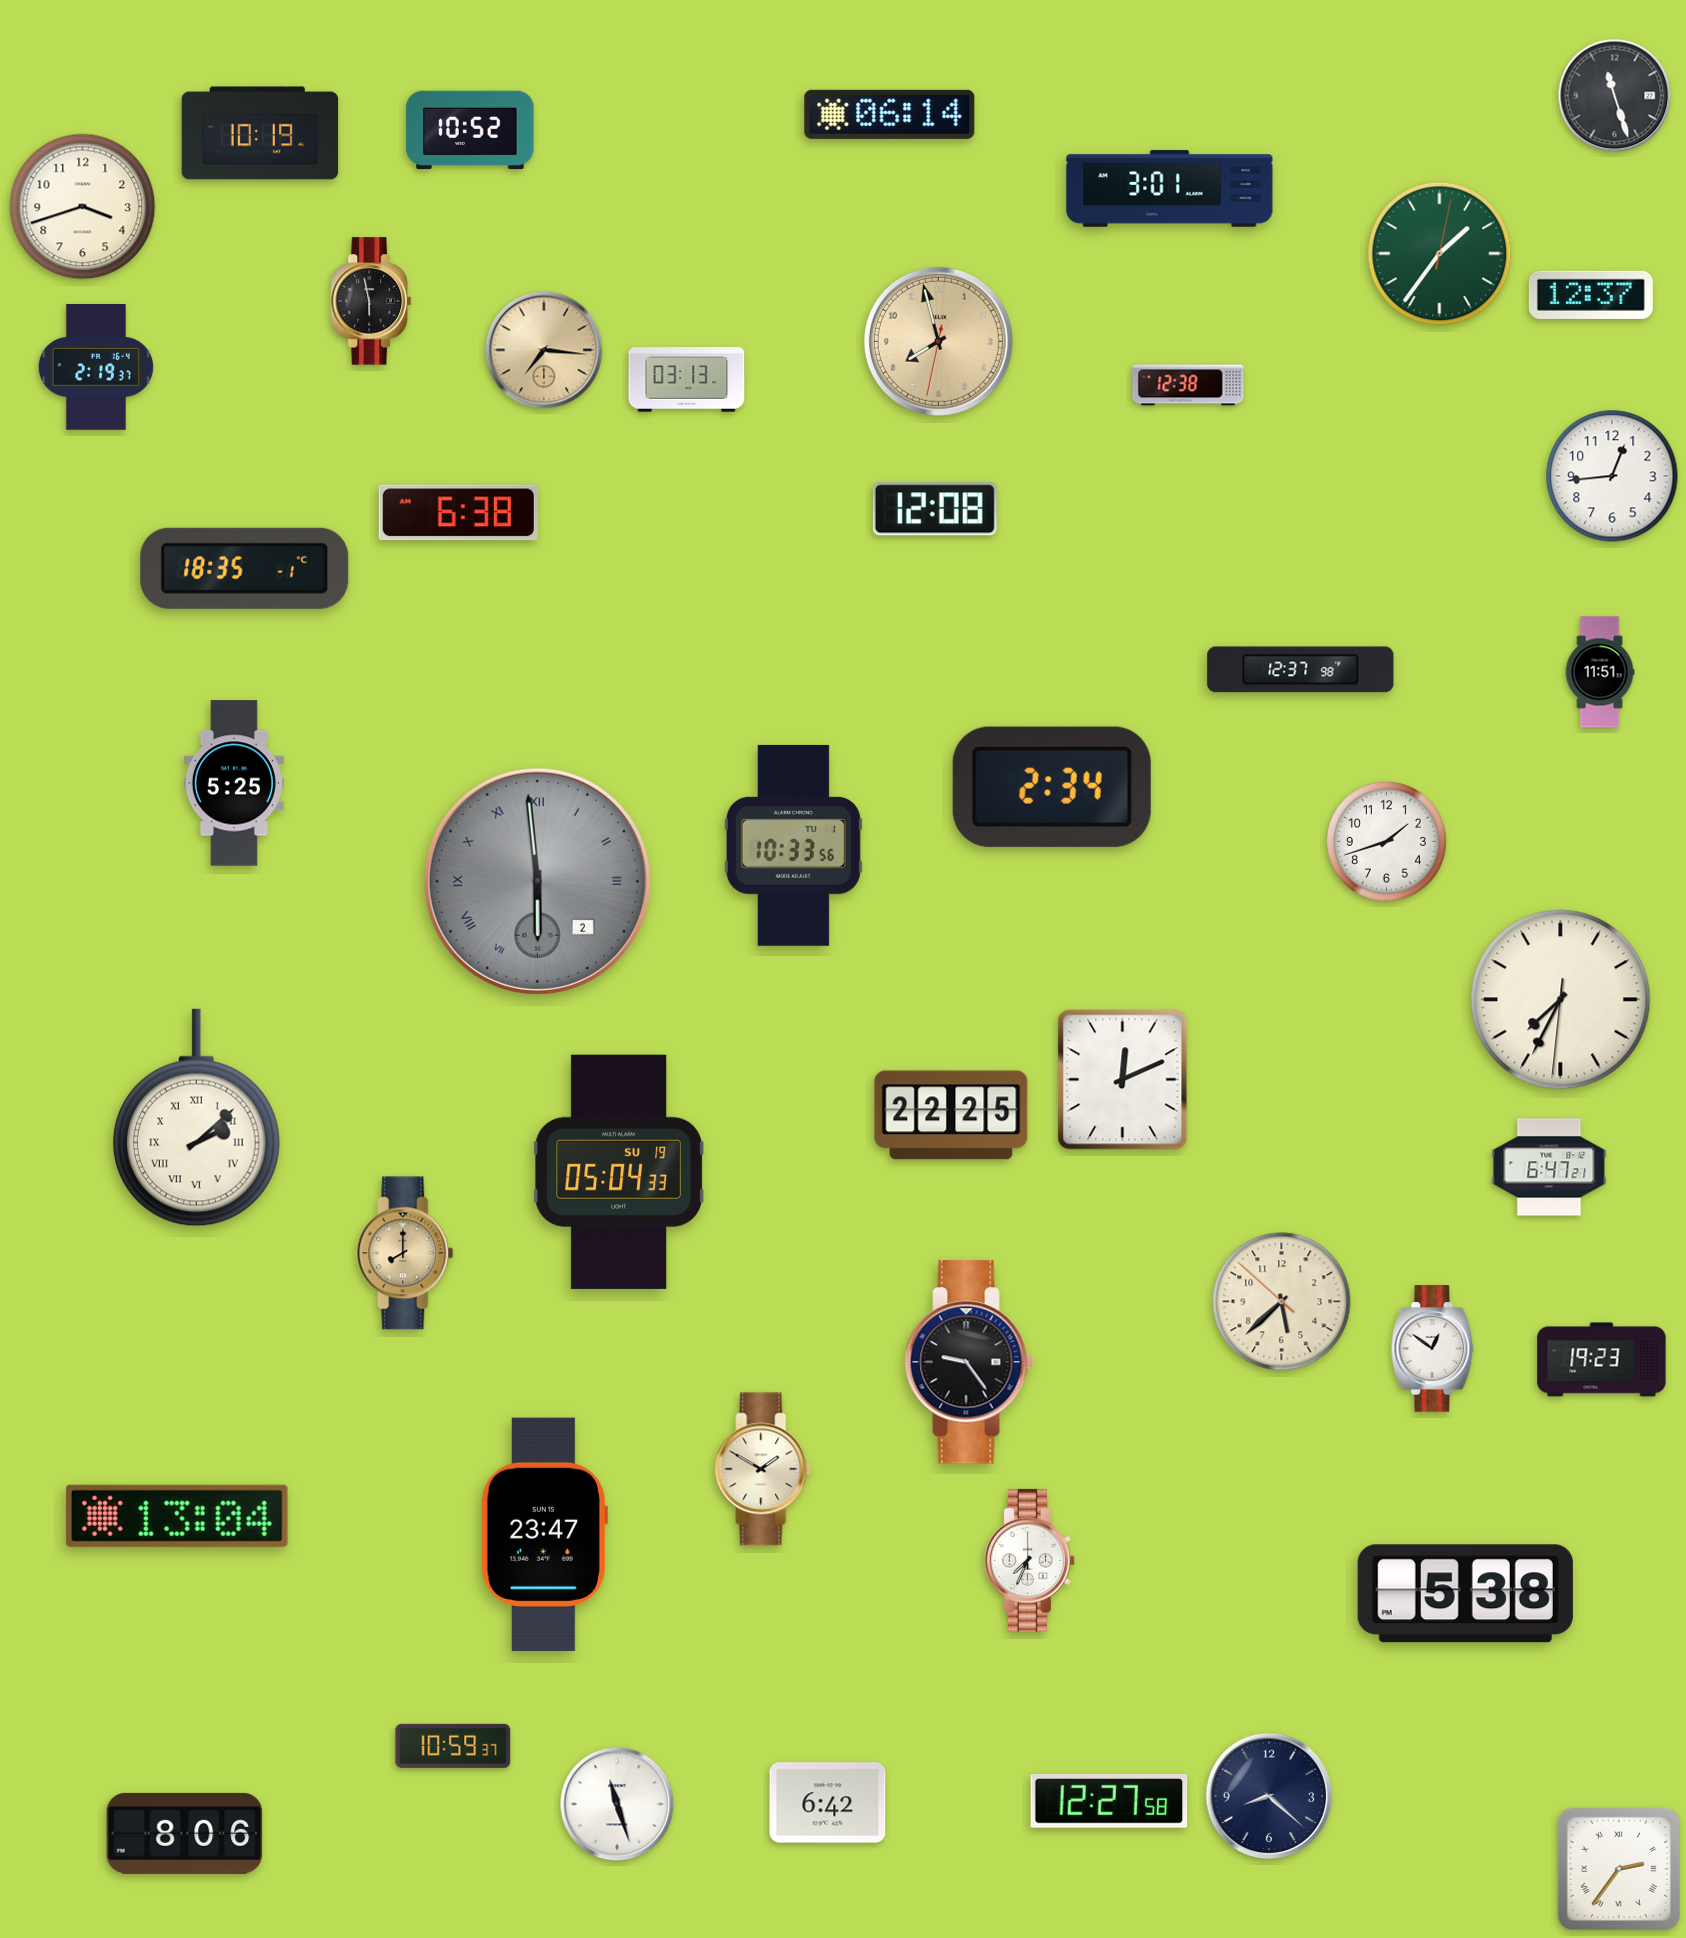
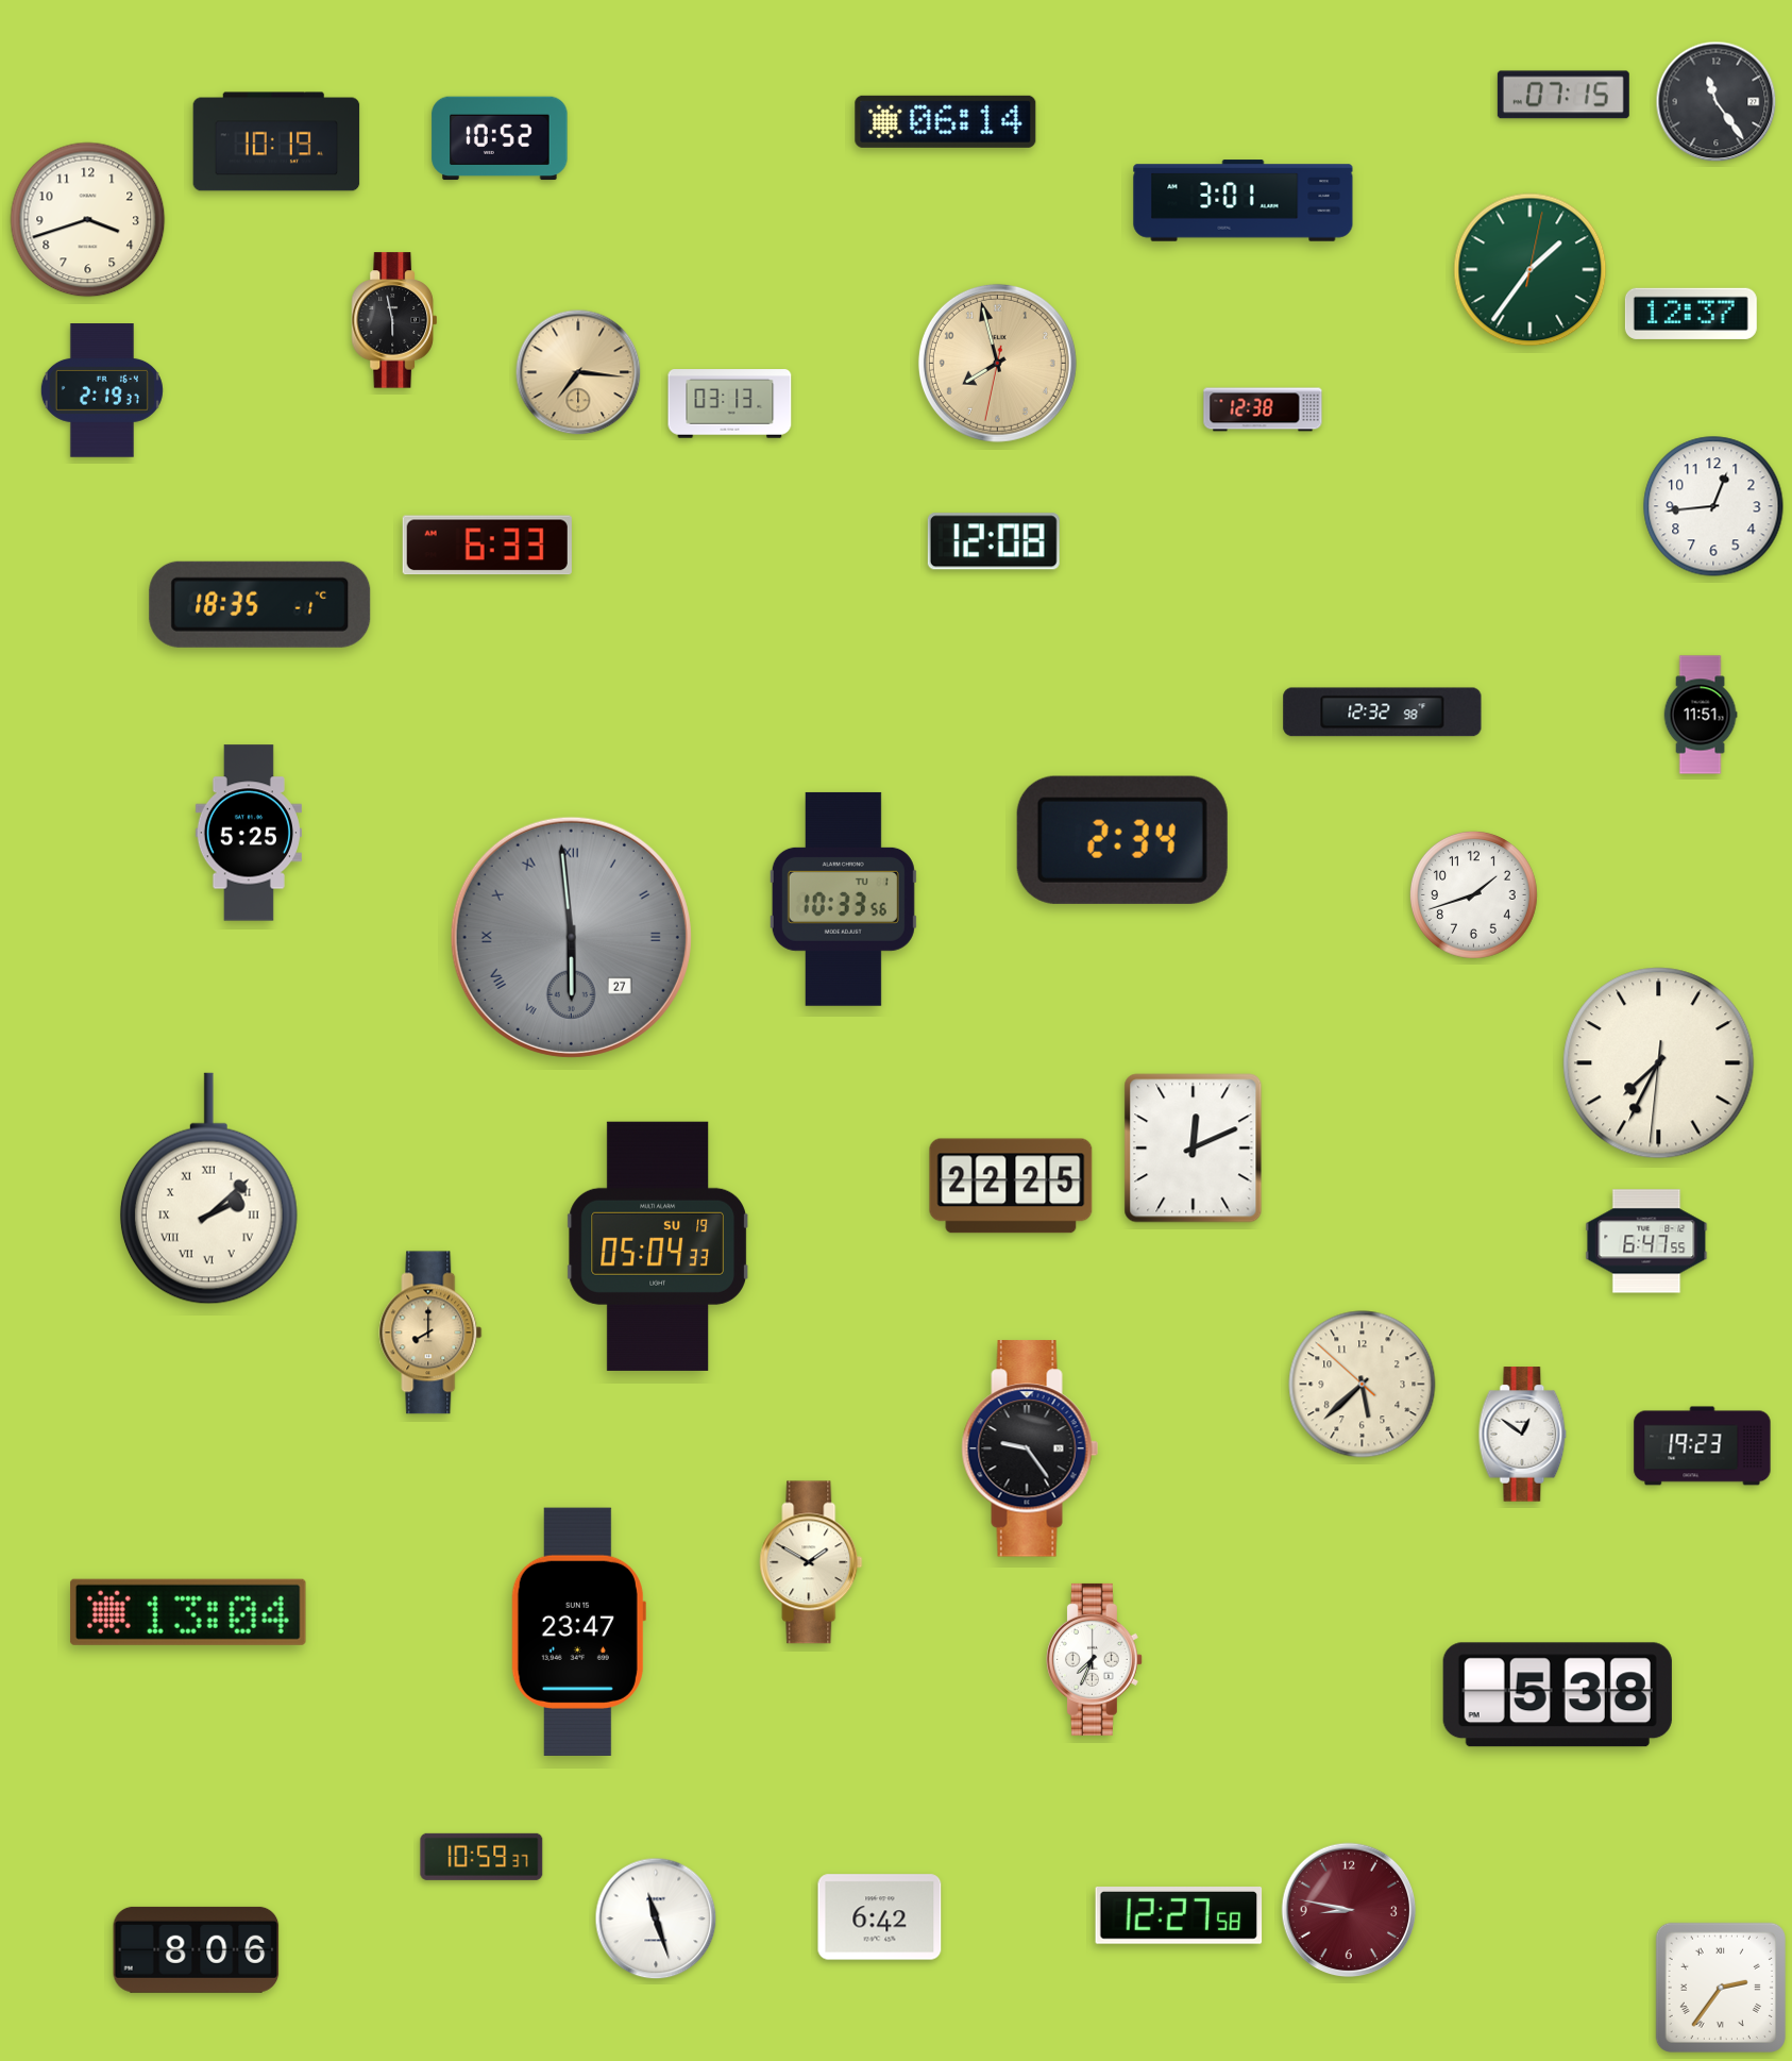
clock at (1563, 95): none -> 07:15
clock at (1615, 96): 11:27 -> 11:24
clock at (458, 513): 6:38 -> 6:33
clock at (1301, 670): 12:37 -> 12:32
clock at (1052, 787) position: (1052, 787) -> (1122, 840)
clock at (537, 881) date: 2 -> 27
clock at (1549, 1167): 6:47:21 -> 6:47:55
clock at (1269, 1796): 8:22 -> 8:47
clock at (1269, 1796) dial: navy -> burgundy
